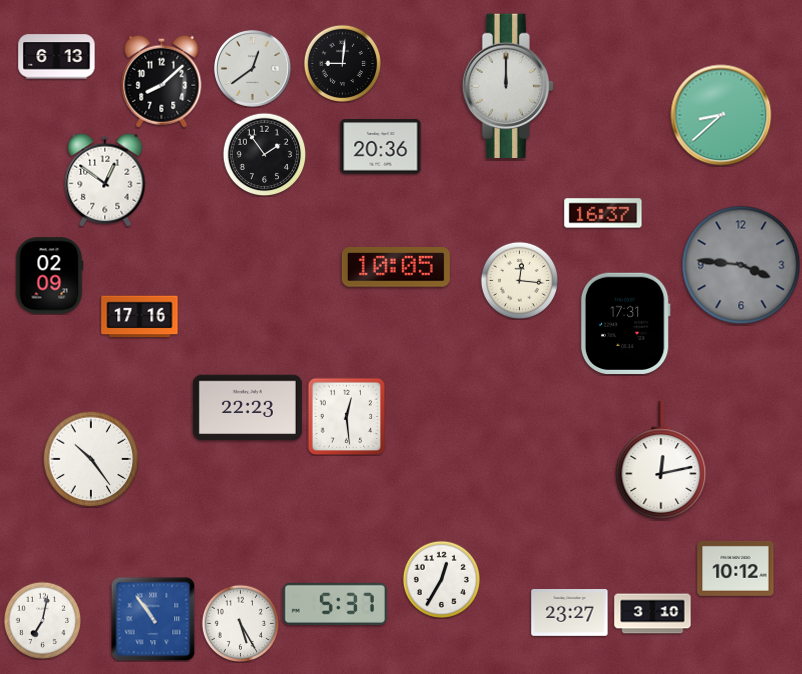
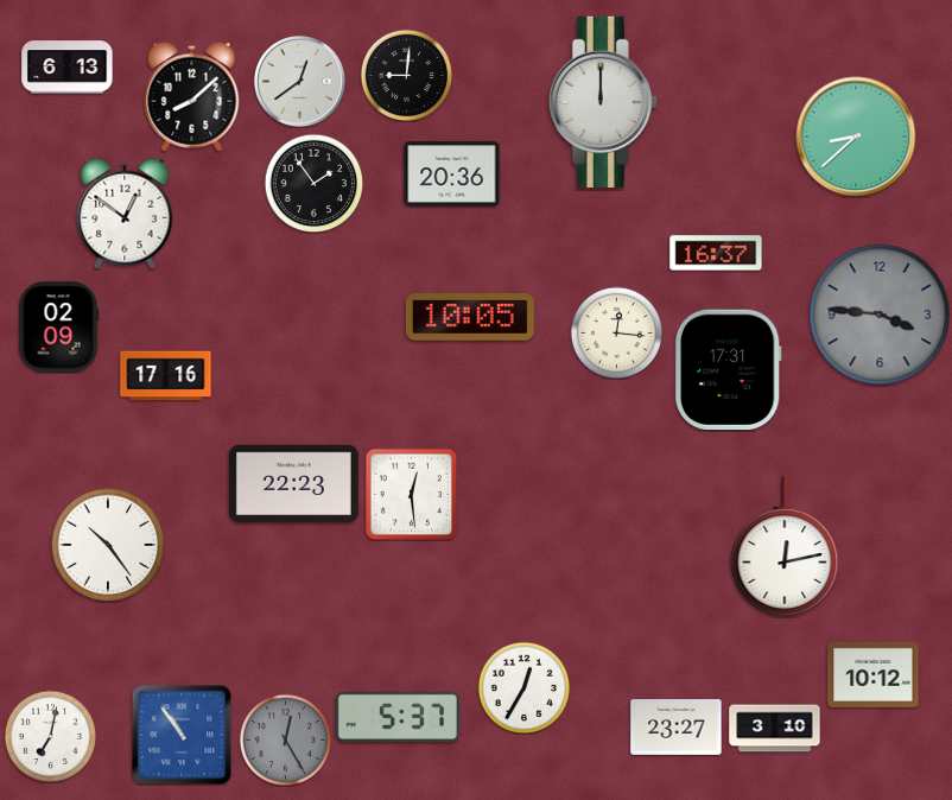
clock at (625, 323) position: (625, 323) -> (728, 369)
clock at (240, 623): 5:25 -> 12:25
clock at (240, 623) dial: white -> grey
